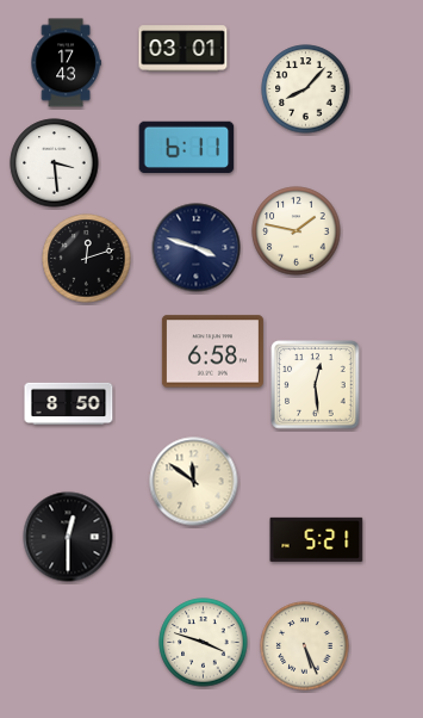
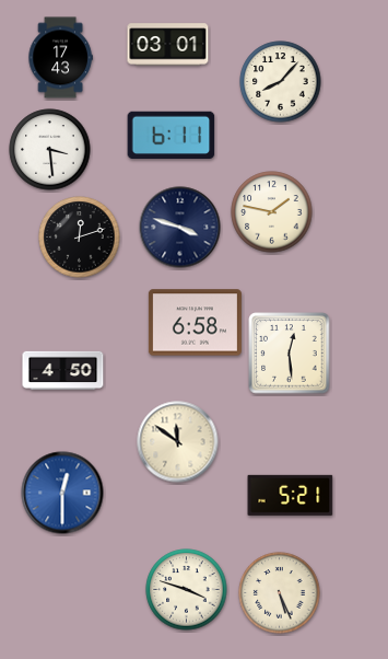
clock at (69, 403): 8:50 -> 4:50
clock at (68, 537) dial: black -> blue
